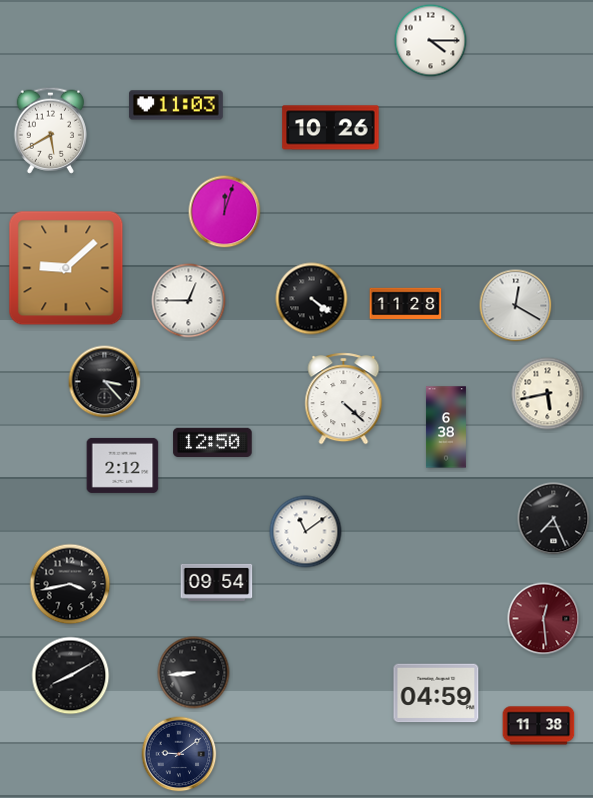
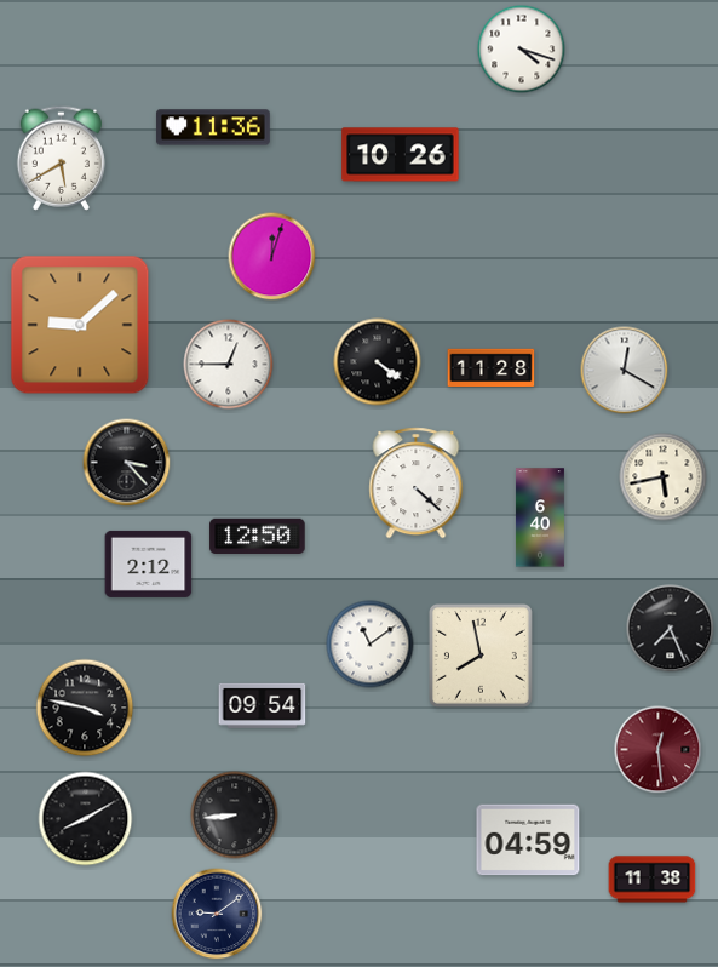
clock at (431, 41): 4:15 -> 4:18
clock at (176, 105): 11:03 -> 11:36
clock at (446, 427): 6:38 -> 6:40
clock at (481, 656): none -> 7:58
clock at (70, 584): 3:43 -> 3:47
